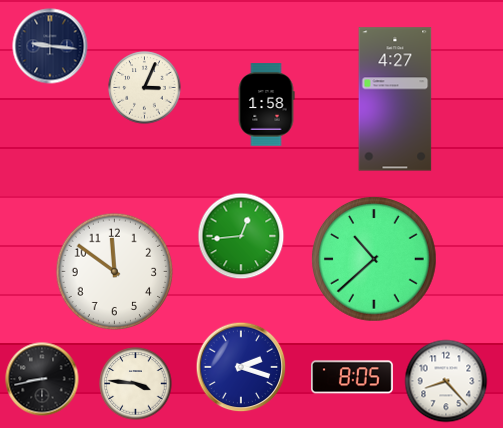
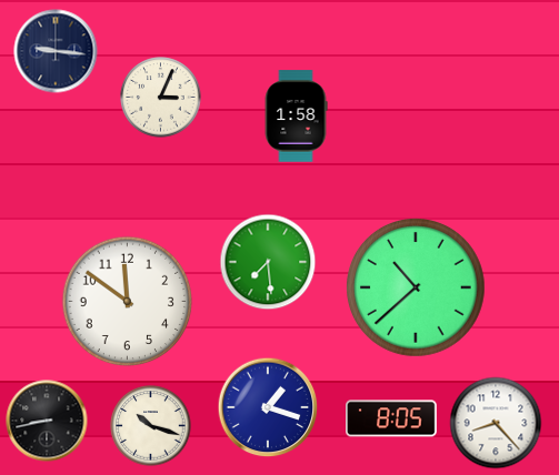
clock at (395, 99): 4:27 -> none
clock at (241, 236): 12:44 -> 7:29
clock at (241, 367): 2:18 -> 1:18
clock at (136, 384): 3:46 -> 10:18
